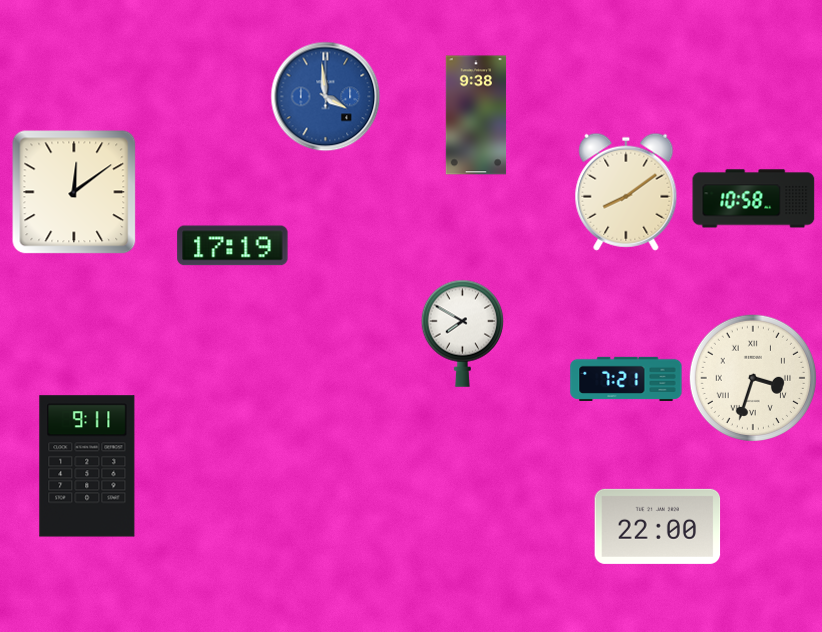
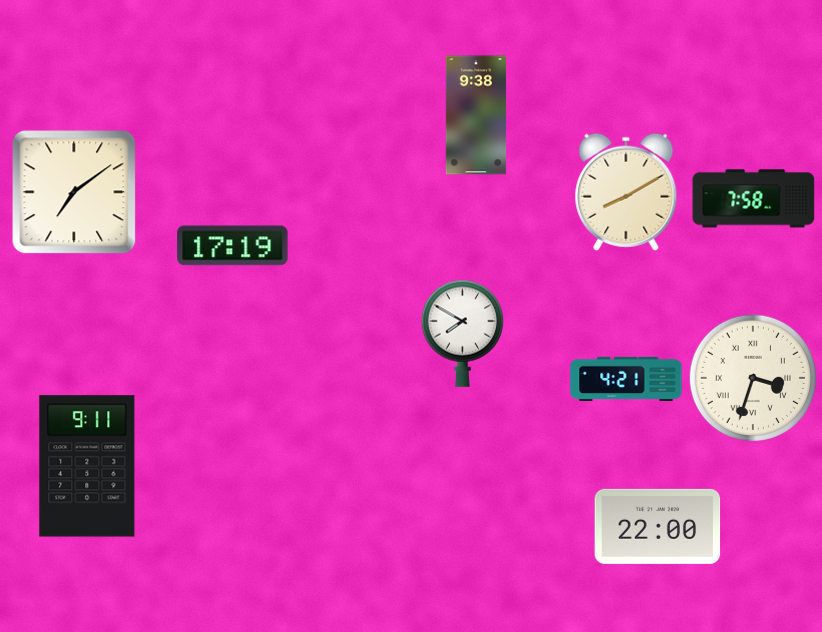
clock at (326, 97): 3:59 -> none
clock at (74, 192): 12:09 -> 7:09
clock at (626, 192): 8:09 -> 8:10
clock at (754, 199): 10:58 -> 7:58
clock at (626, 378): 7:21 -> 4:21
